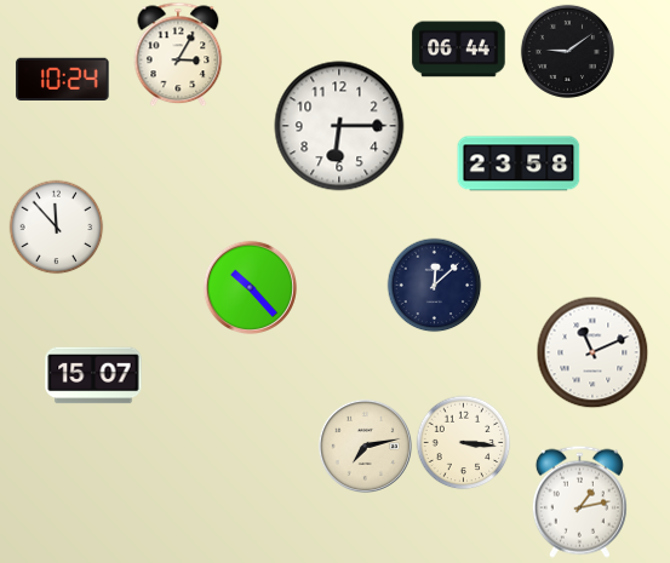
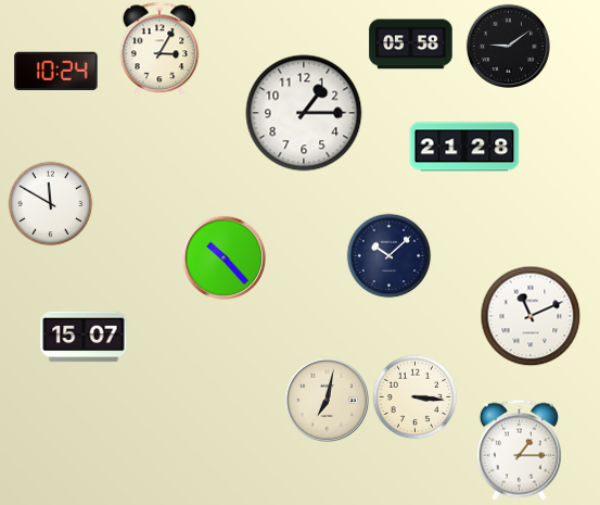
clock at (459, 50): 06:44 -> 05:58
clock at (339, 126): 6:15 -> 1:15
clock at (519, 163): 23:58 -> 21:28
clock at (56, 226): 11:53 -> 11:50
clock at (434, 285): 12:08 -> 10:08
clock at (365, 446): 7:13 -> 7:02
clock at (579, 501): 1:13 -> 1:15
